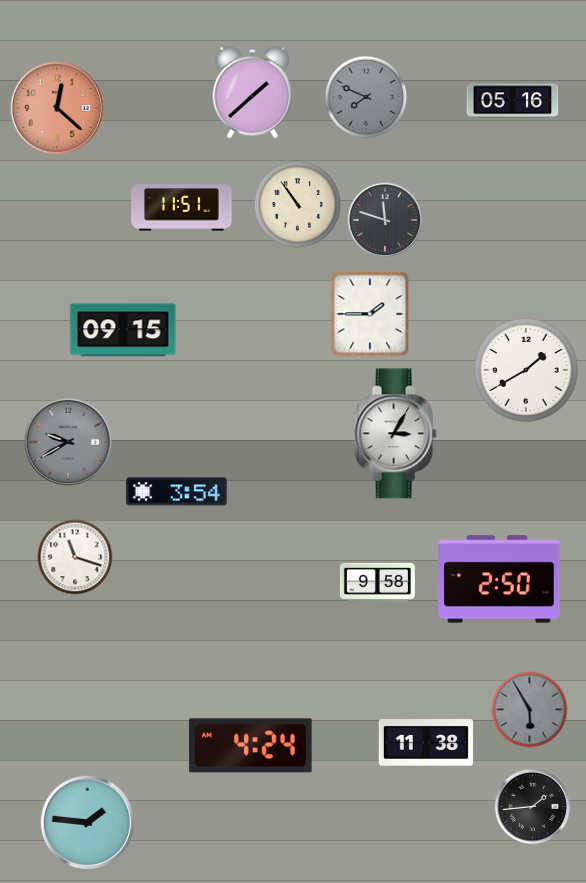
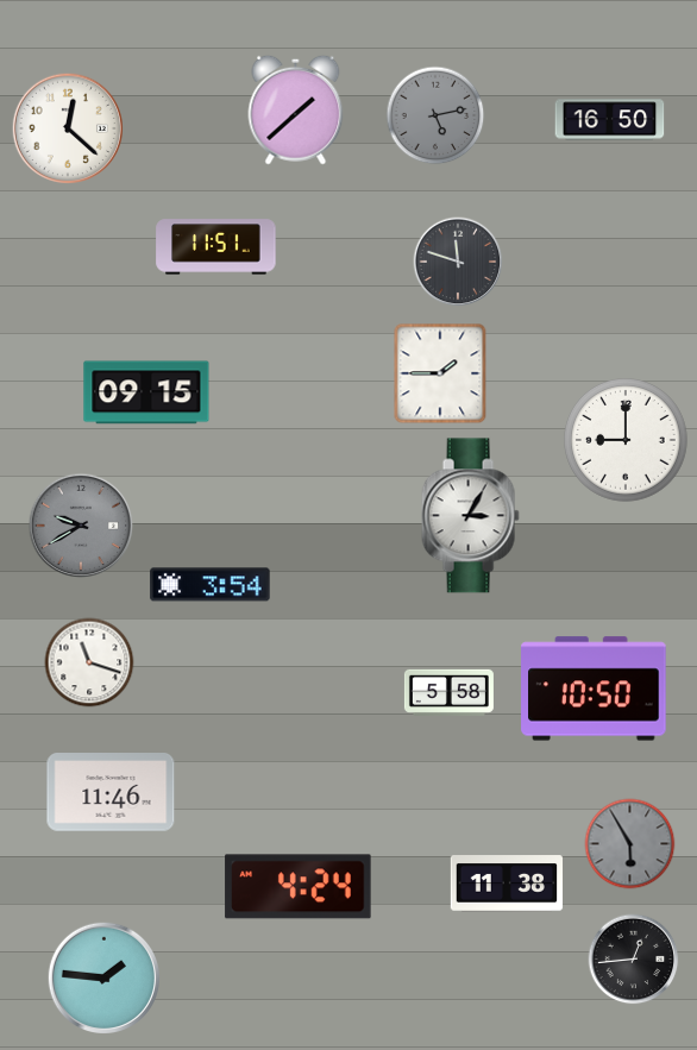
clock at (253, 92) position: (253, 92) -> (296, 109)
clock at (366, 97): 7:49 -> 5:13
clock at (513, 101): 05:16 -> 16:50
clock at (56, 107) dial: salmon -> white
clock at (298, 205): 10:54 -> none
clock at (527, 371): 1:40 -> 9:00
clock at (499, 579): 2:50 -> 10:50
clock at (377, 582): 9:58 -> 5:58
clock at (111, 793): none -> 11:46
clock at (533, 807): 1:44 -> 12:44
